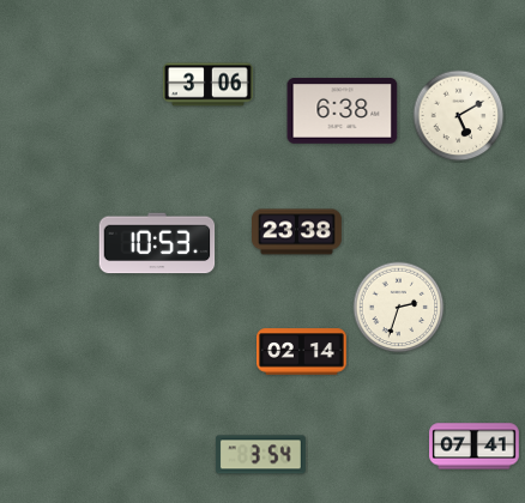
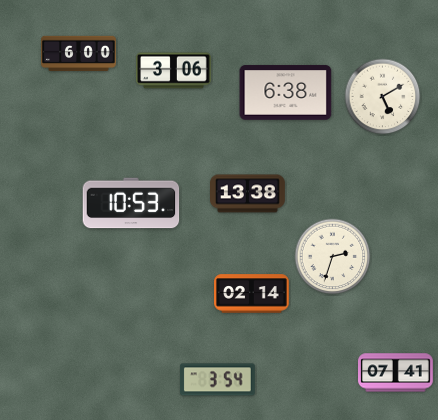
clock at (79, 54): none -> 6:00
clock at (297, 232): 23:38 -> 13:38
